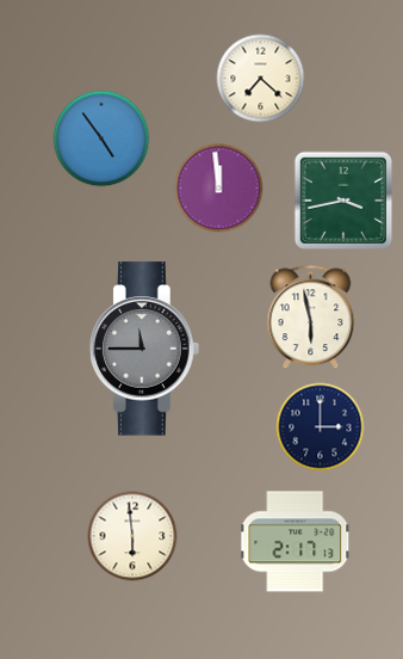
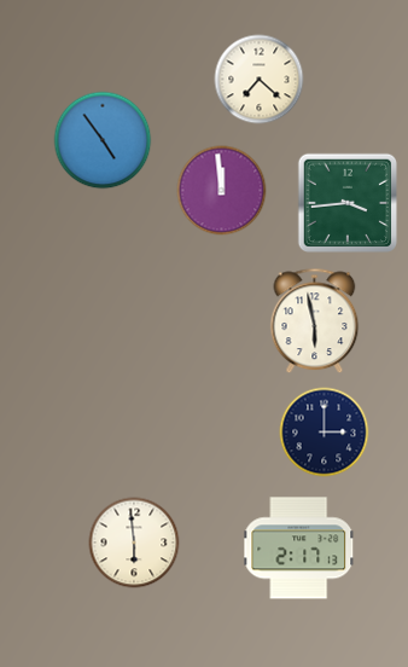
clock at (261, 79) position: (261, 79) -> (260, 80)
clock at (343, 201): 3:43 -> 3:44
clock at (145, 349): 11:45 -> none
